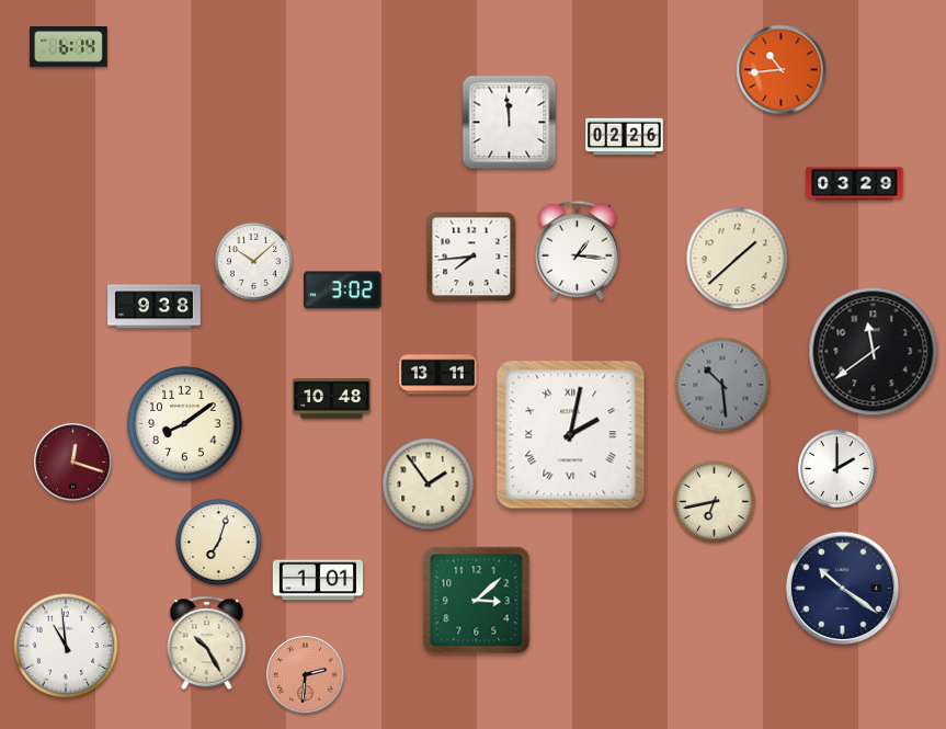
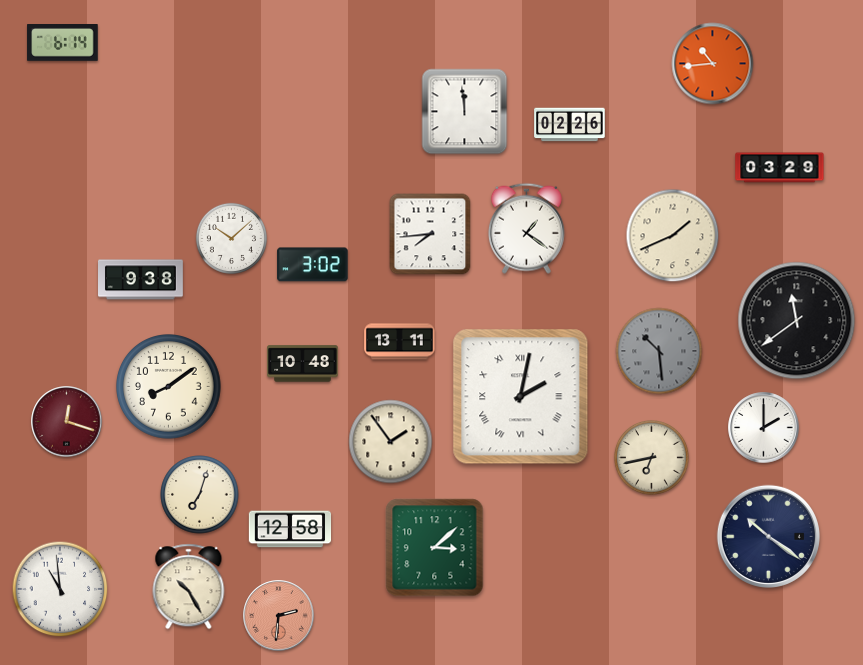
clock at (577, 250): 1:16 -> 1:21
clock at (738, 259): 1:38 -> 1:41
clock at (318, 580): 1:01 -> 12:58
